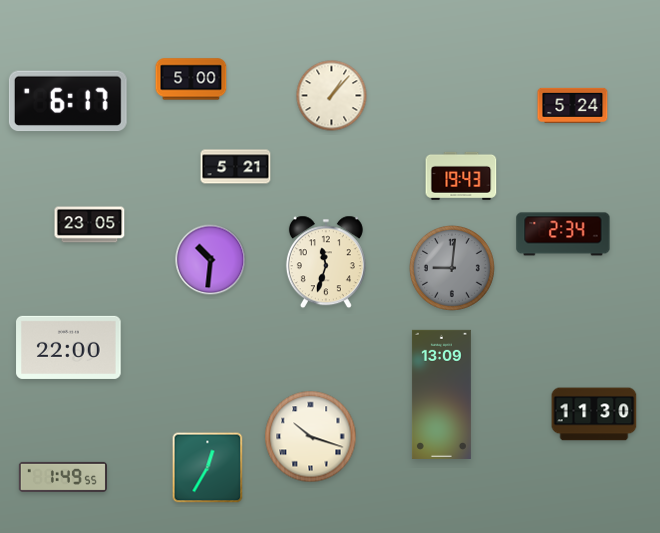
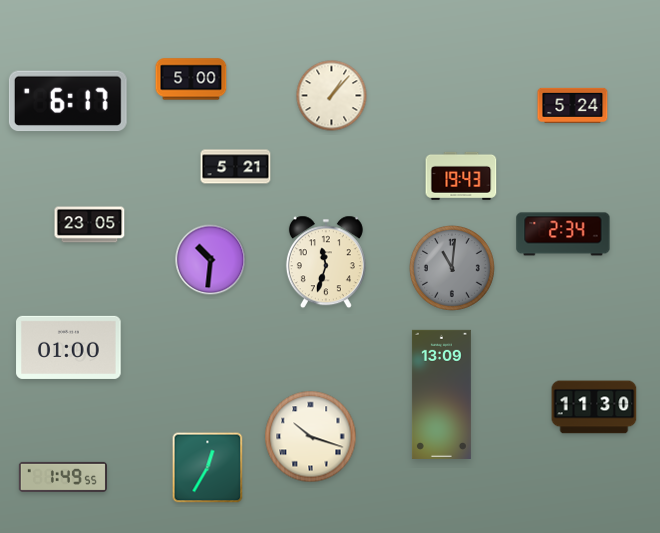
clock at (452, 268): 9:01 -> 11:01
clock at (69, 347): 22:00 -> 01:00
clock at (594, 414) position: (594, 414) -> (594, 407)
